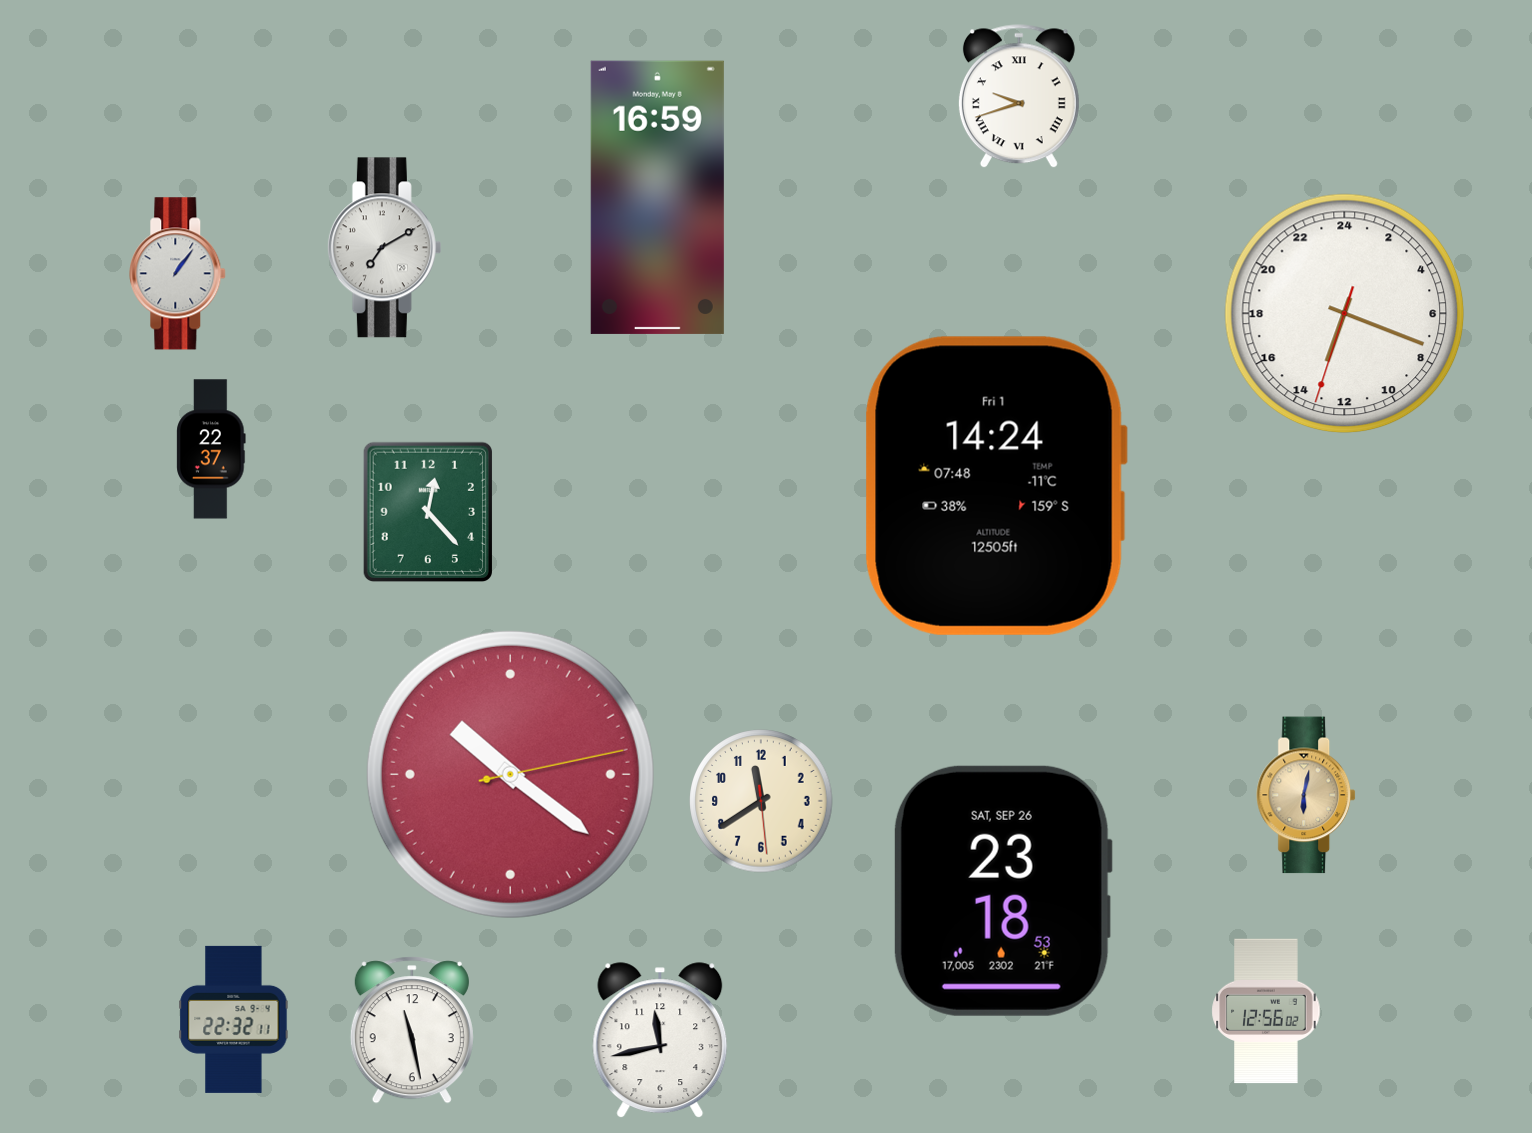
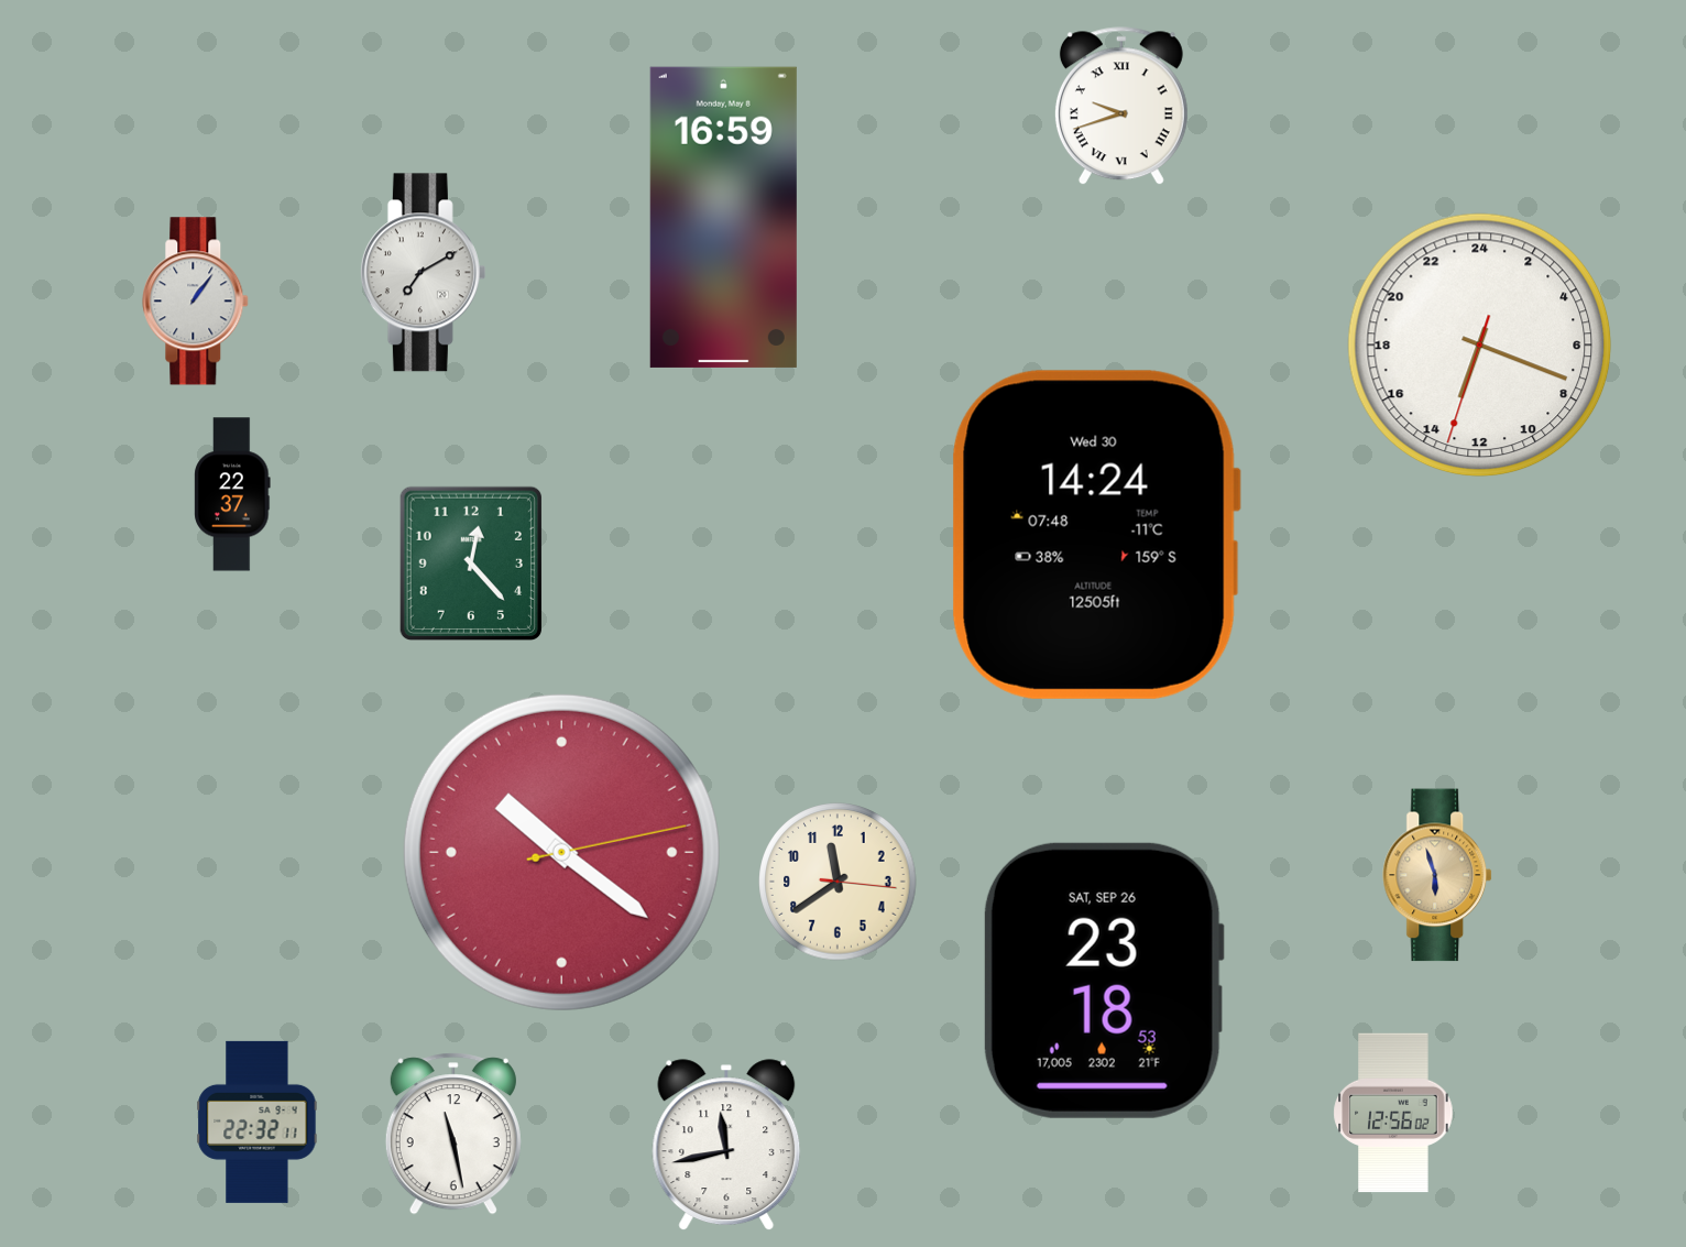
clock at (996, 486) date: Fri 1 -> Wed 30
clock at (1307, 795): 6:02 -> 5:57
clock at (761, 801): 11:39:29 -> 11:39:16
